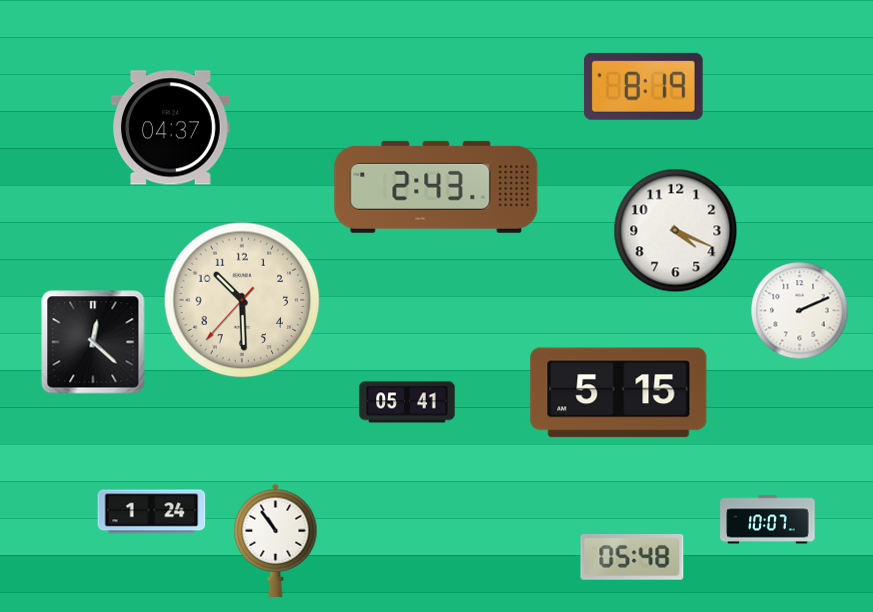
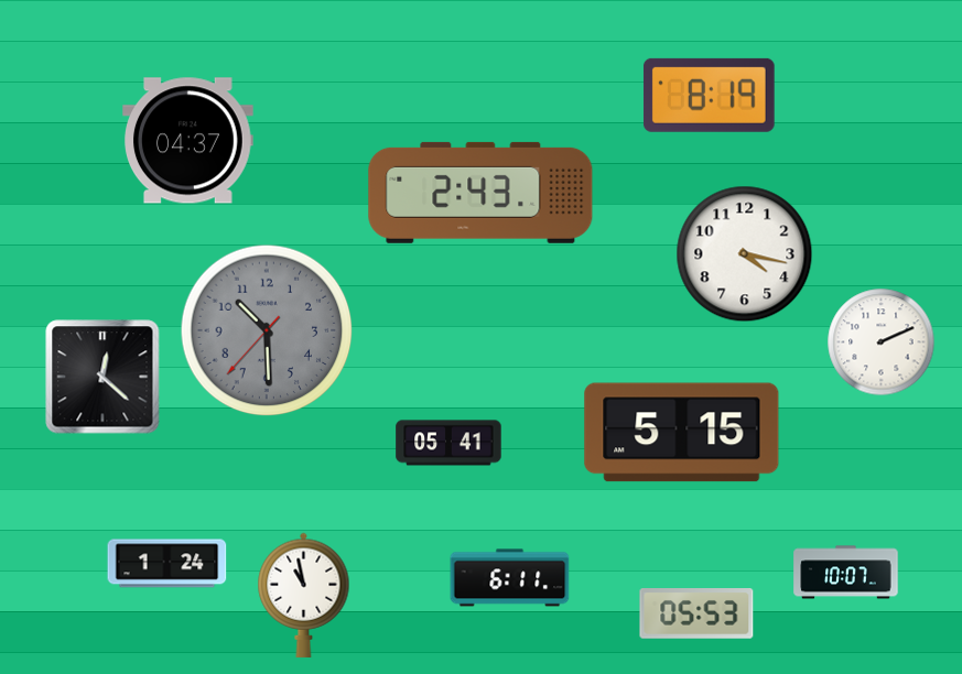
clock at (436, 187) position: (436, 187) -> (480, 193)
clock at (676, 231): 4:19 -> 4:17
clock at (242, 300) dial: cream -> grey
clock at (510, 578): none -> 6:11
clock at (276, 540): 10:54 -> 10:58
clock at (632, 558): 05:48 -> 05:53
